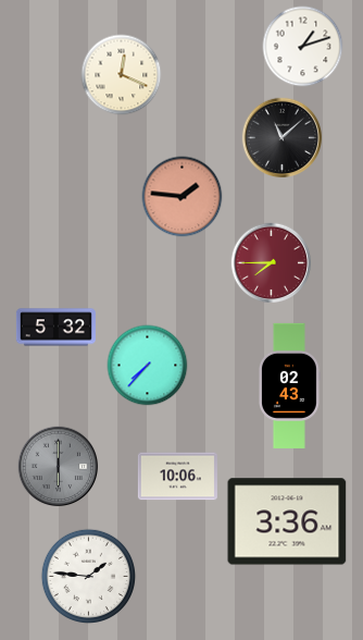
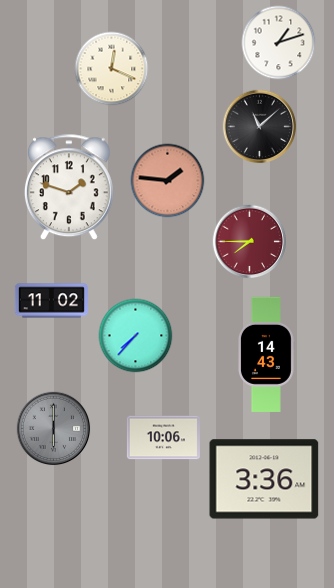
clock at (69, 188): none -> 1:48
clock at (55, 328): 5:32 -> 11:02
clock at (289, 385): 02:43 -> 14:43
clock at (88, 576): 1:46 -> none
